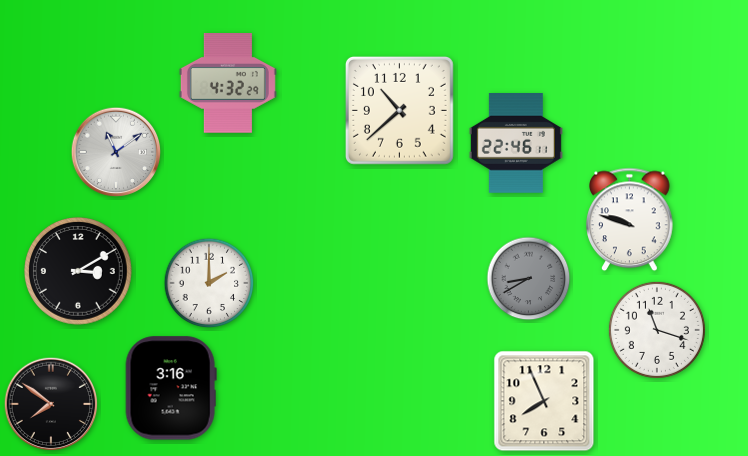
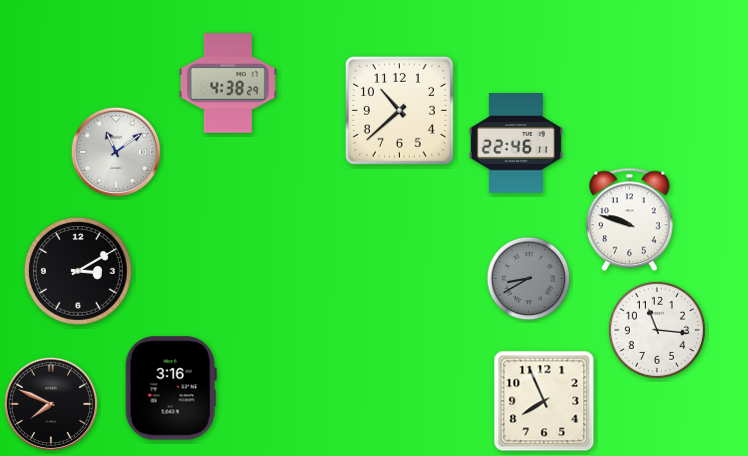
clock at (228, 84): 4:32 -> 4:38
clock at (209, 283): 2:00 -> none
clock at (657, 330): 11:18 -> 11:16
clock at (51, 404): 7:51 -> 7:49
